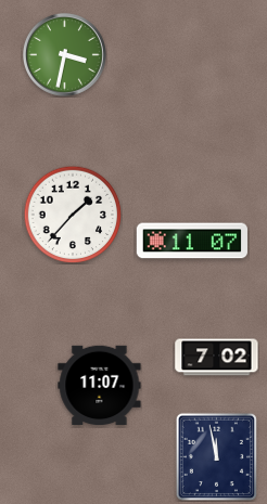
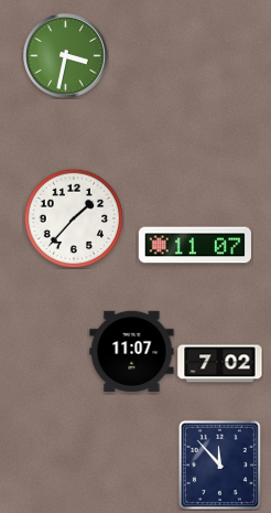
clock at (100, 385) position: (100, 385) -> (132, 351)
clock at (216, 456): 11:58 -> 11:53
